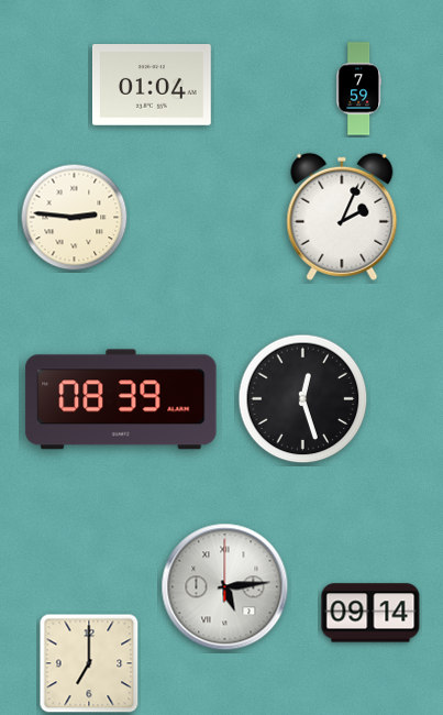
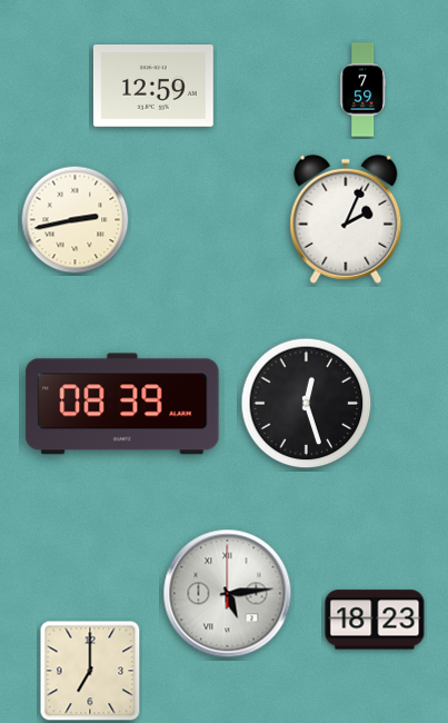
clock at (152, 86): 01:04 -> 12:59
clock at (75, 218): 2:46 -> 2:43
clock at (370, 613): 09:14 -> 18:23
